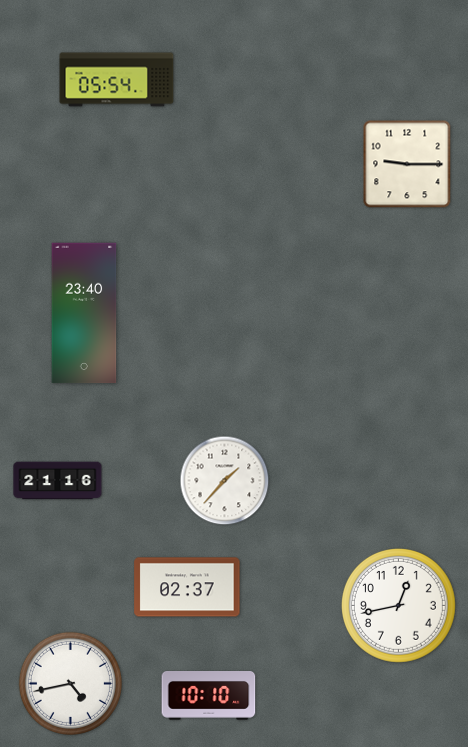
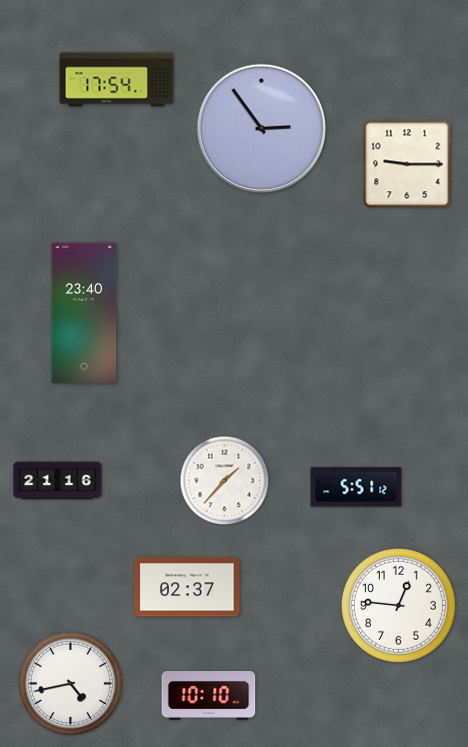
clock at (117, 80): 05:54 -> 17:54
clock at (262, 129): none -> 2:54
clock at (356, 487): none -> 5:51
clock at (398, 605): 12:43 -> 12:46
